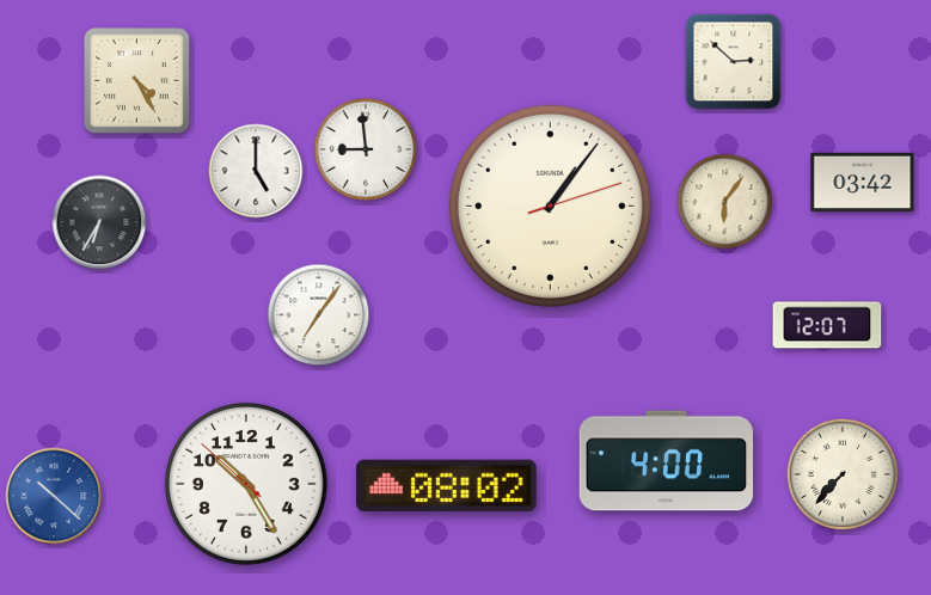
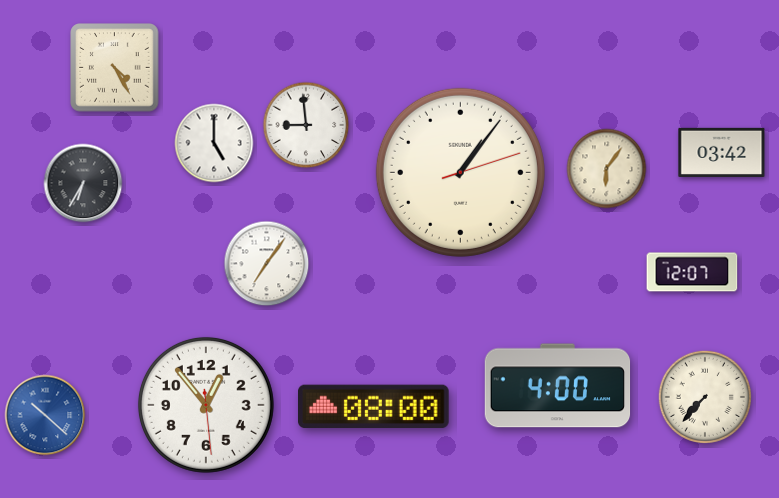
clock at (734, 62): 2:52 -> none
clock at (99, 222) position: (99, 222) -> (83, 183)
clock at (246, 484): 10:24 -> 12:53
clock at (447, 486): 08:02 -> 08:00
